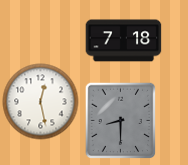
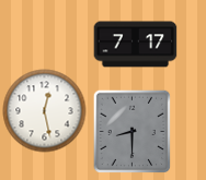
clock at (124, 41): 7:18 -> 7:17
